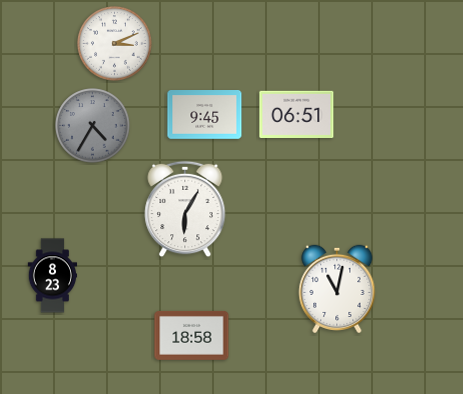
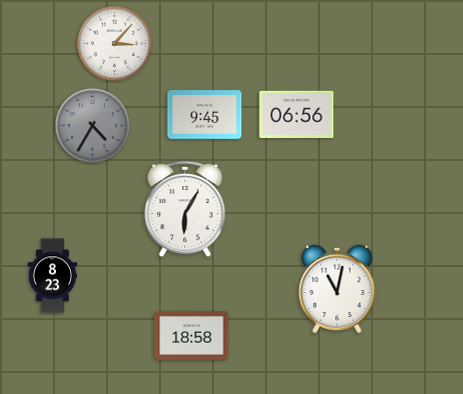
clock at (115, 44): 3:11 -> 3:07
clock at (297, 114): 06:51 -> 06:56
